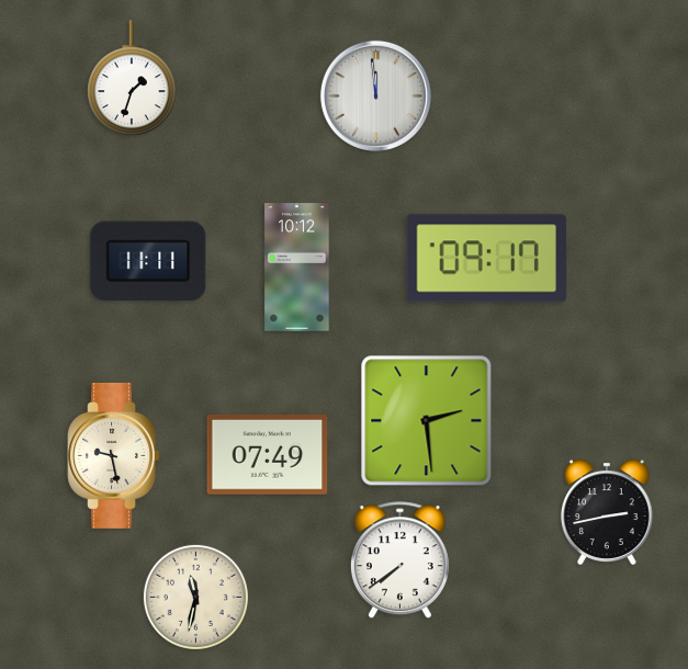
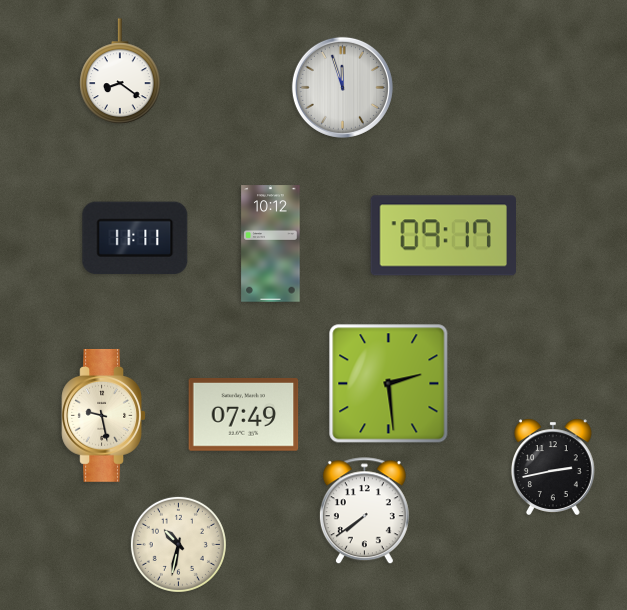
clock at (132, 78): 1:33 -> 8:21
clock at (375, 95): 11:59 -> 11:57
clock at (195, 597): 11:32 -> 10:32
